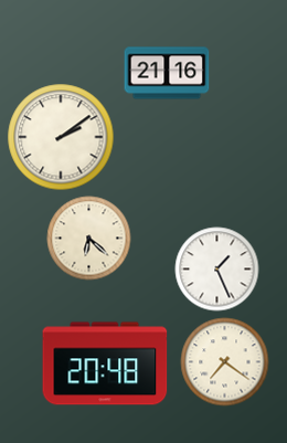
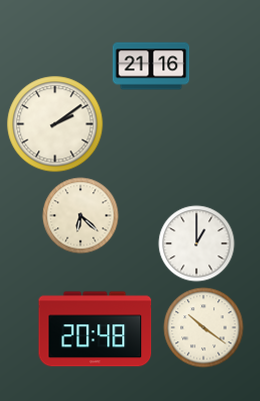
clock at (217, 270): 1:26 -> 1:00
clock at (225, 362): 7:21 -> 10:21
